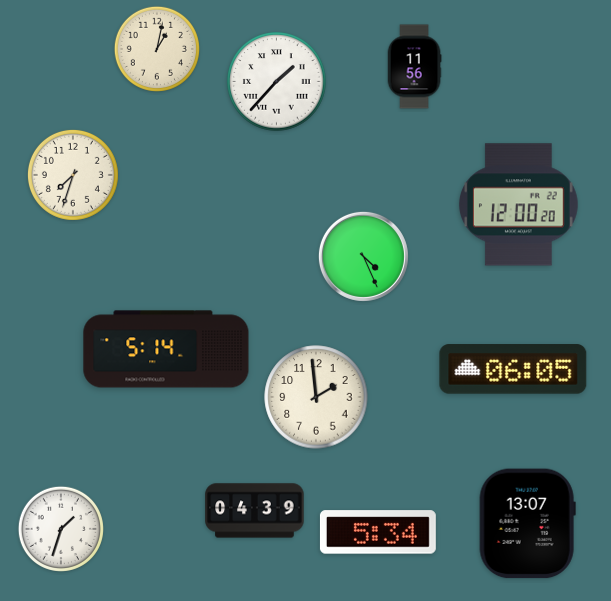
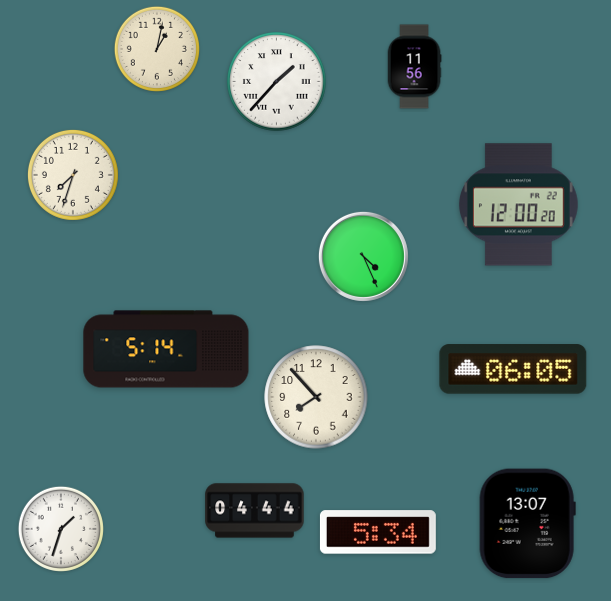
clock at (316, 397): 1:59 -> 7:53
clock at (255, 511): 04:39 -> 04:44
